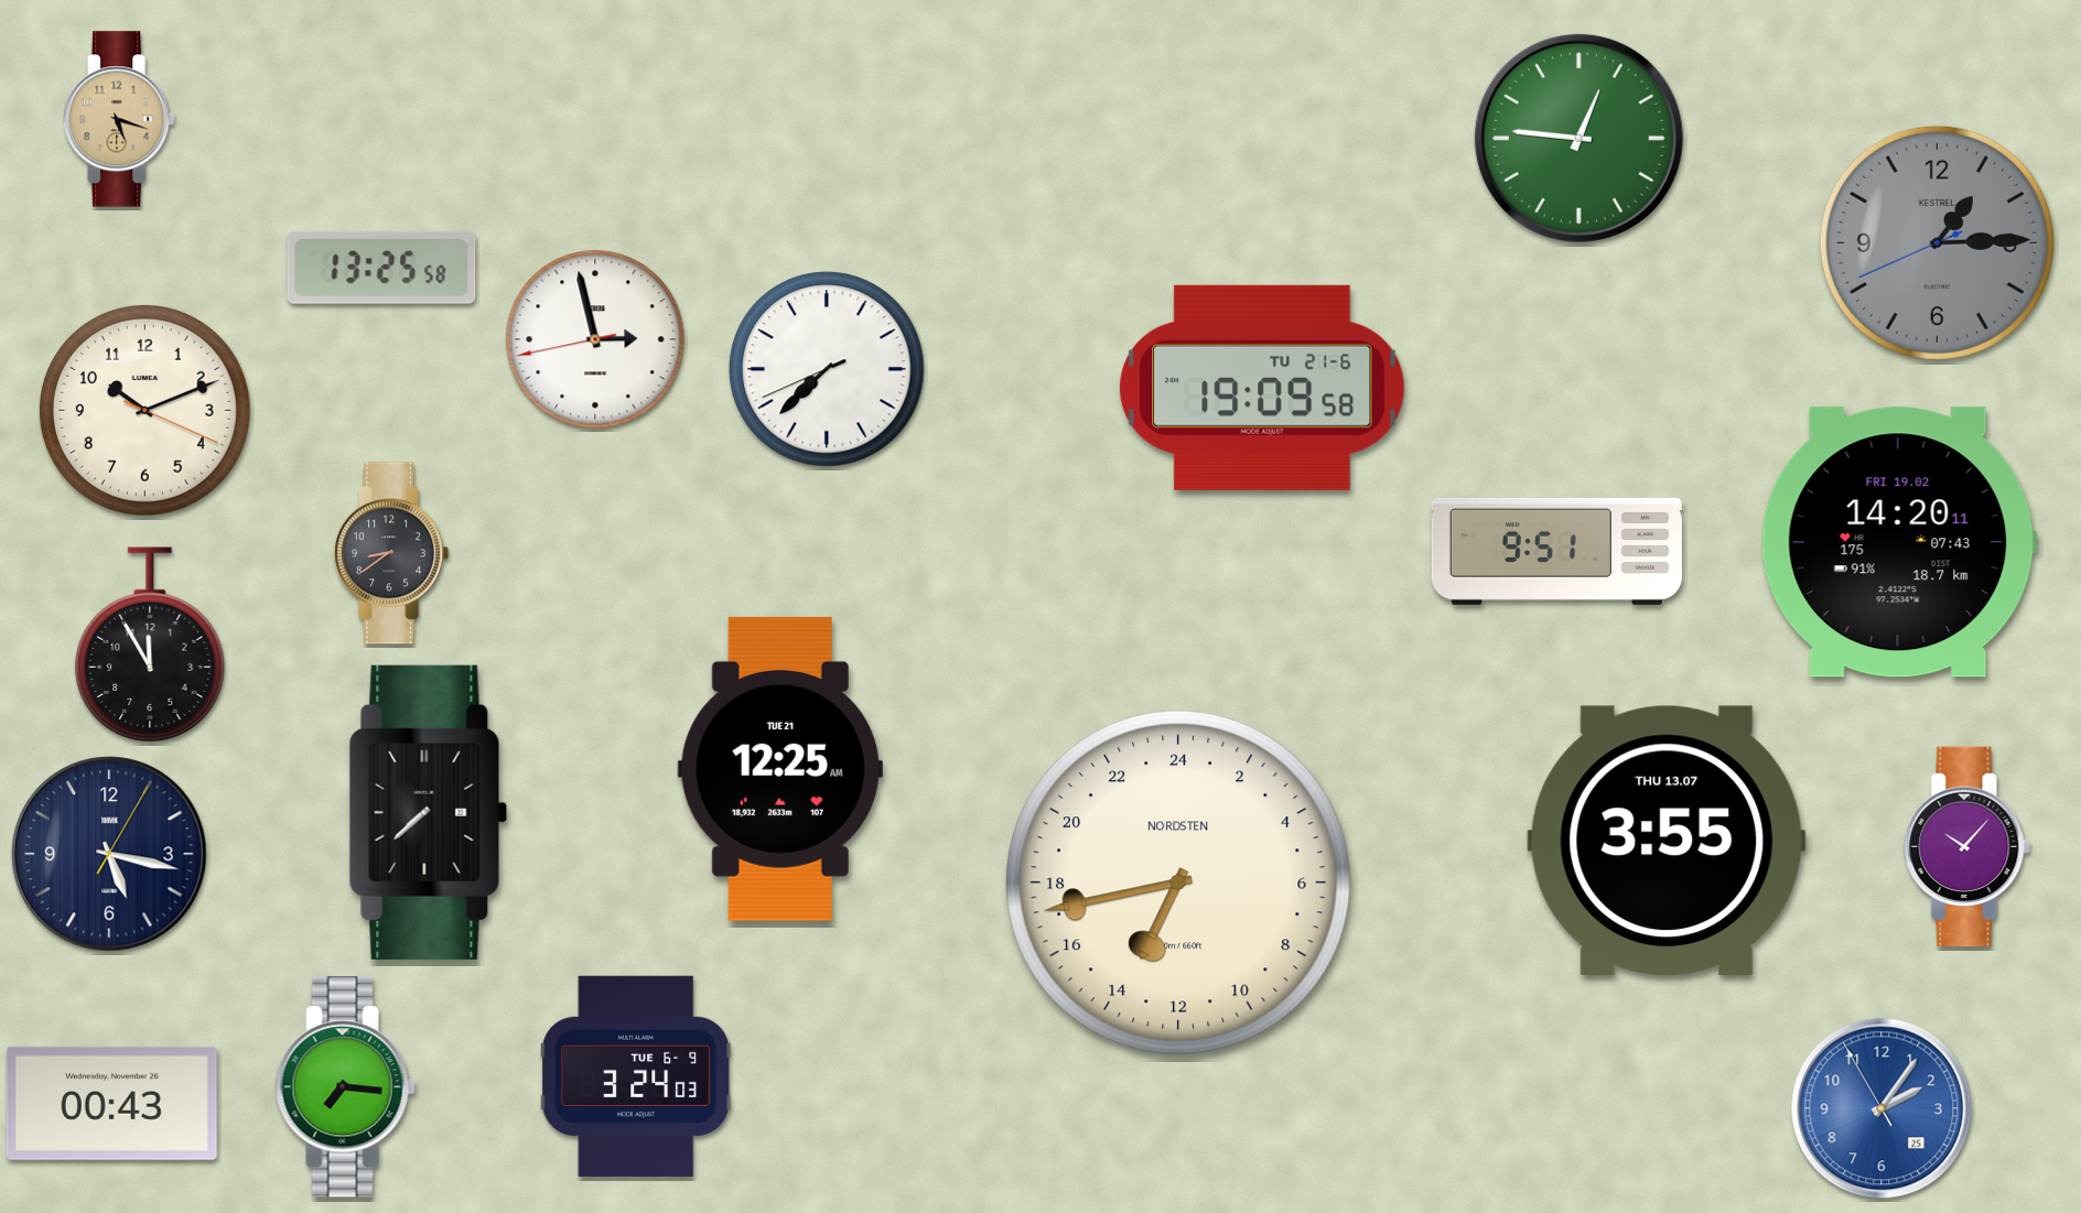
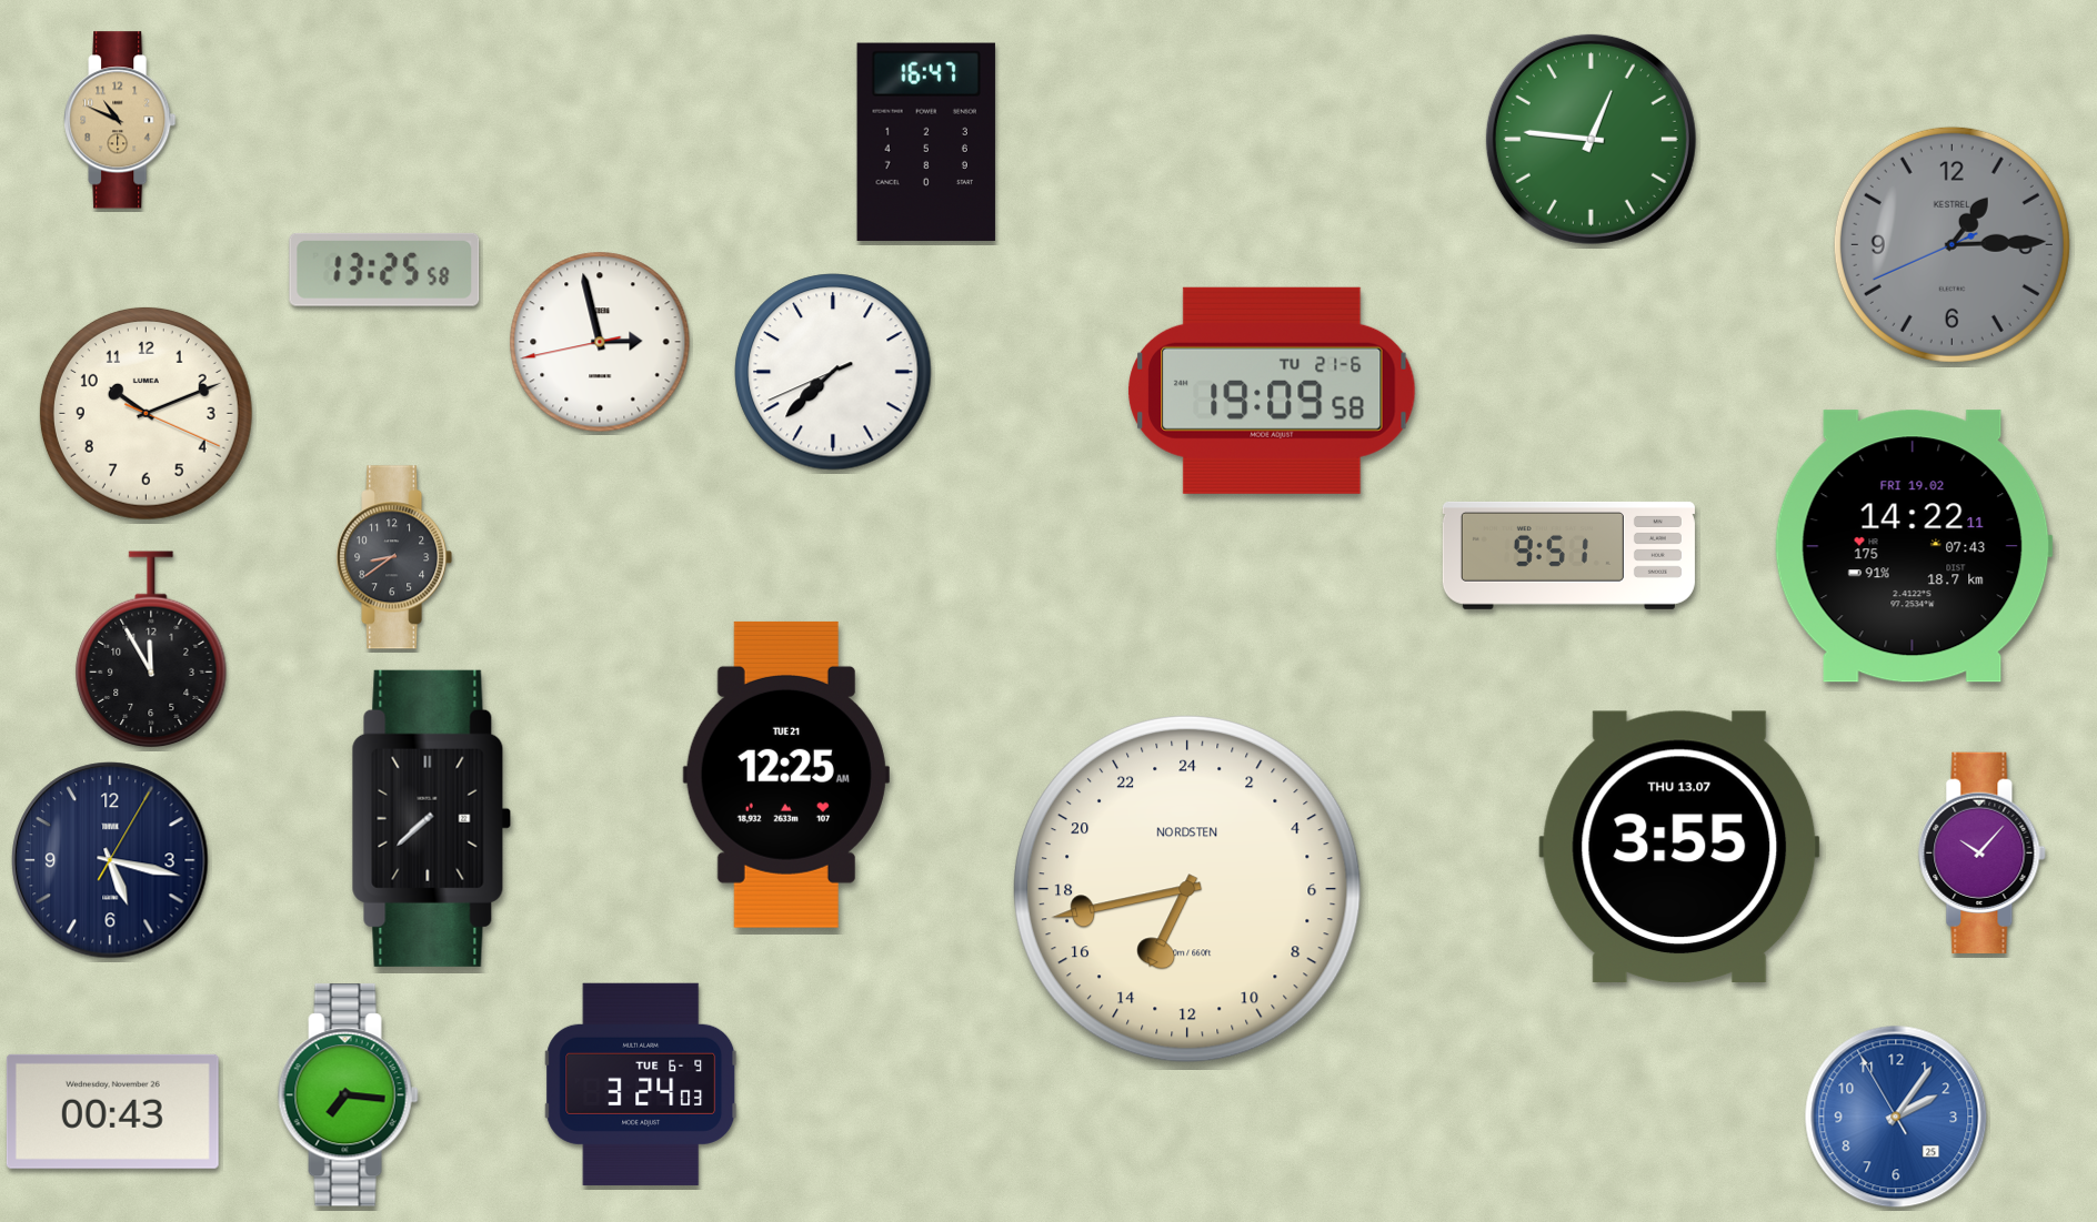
clock at (119, 119): 5:18 -> 10:49
clock at (926, 142): none -> 16:47
clock at (1899, 542): 14:20 -> 14:22
